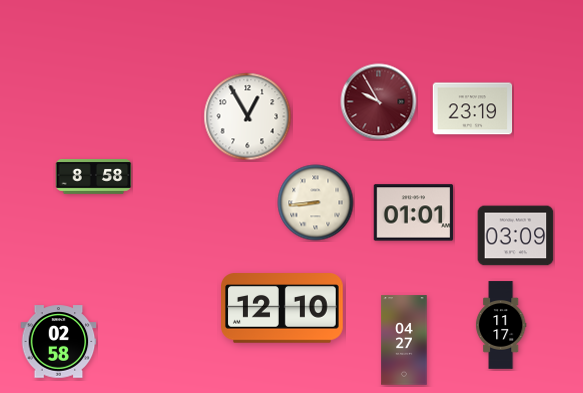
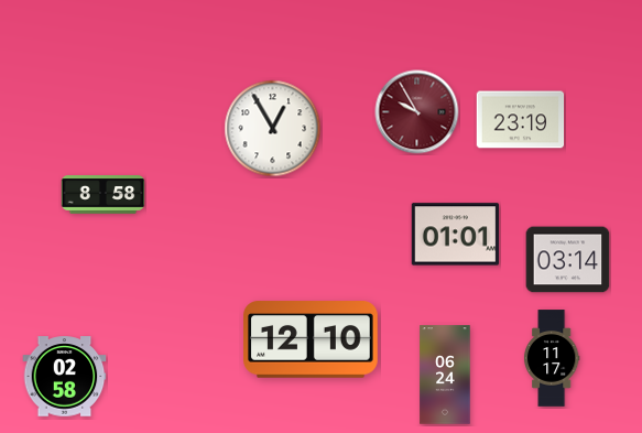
clock at (316, 203): 8:44 -> none
clock at (516, 236): 03:09 -> 03:14
clock at (404, 340): 04:27 -> 06:24
